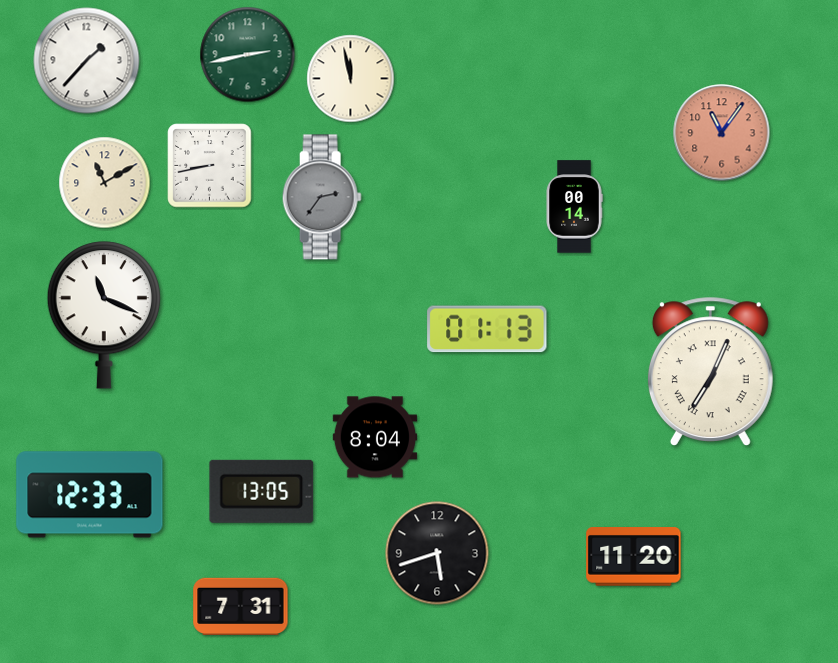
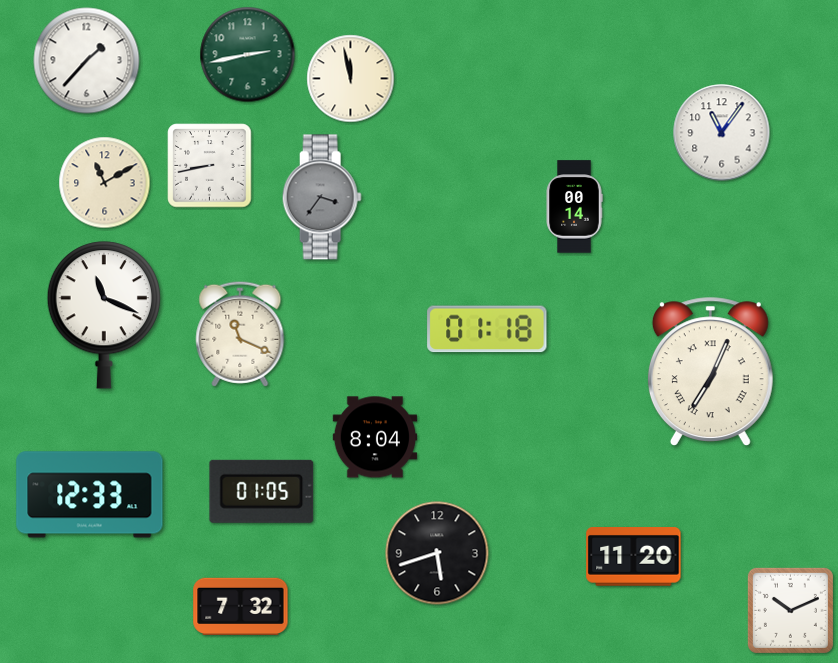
clock at (722, 133) dial: salmon -> white
clock at (322, 197): 2:36 -> 3:36
clock at (487, 329): 01:13 -> 01:18
clock at (240, 334): none -> 11:19
clock at (262, 491): 13:05 -> 01:05
clock at (241, 606): 7:31 -> 7:32
clock at (790, 610): none -> 10:11
